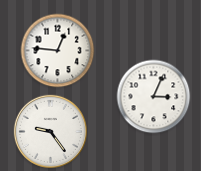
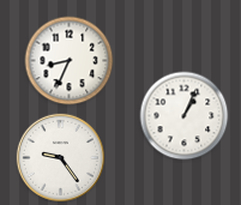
clock at (58, 51): 12:46 -> 8:34
clock at (154, 97): 3:04 -> 1:04
